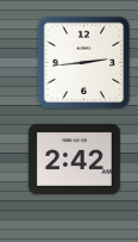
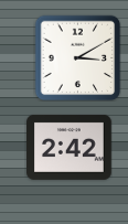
clock at (83, 62): 2:44 -> 3:10
